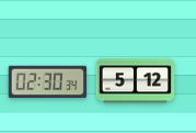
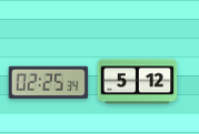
clock at (48, 82): 02:30 -> 02:25
